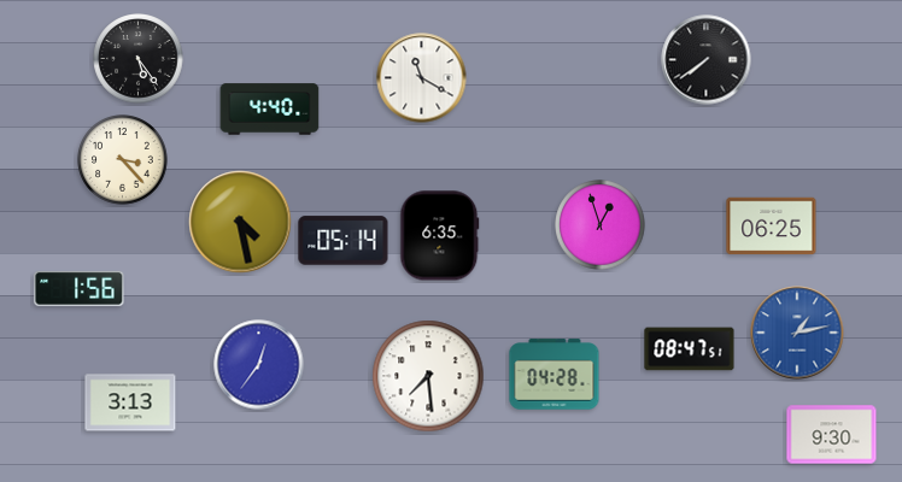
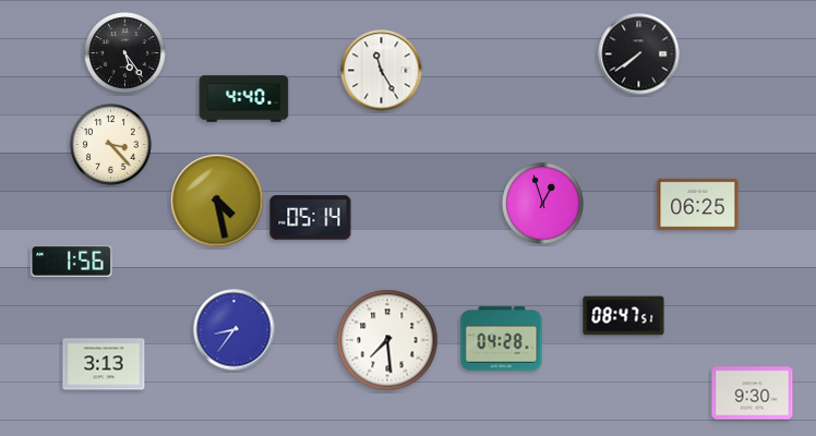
clock at (422, 78): 11:20 -> 11:25
clock at (440, 236): 6:35 -> none
clock at (797, 333): 1:13 -> none
clock at (259, 365): 12:36 -> 8:36
clock at (130, 402) position: (130, 402) -> (104, 364)
